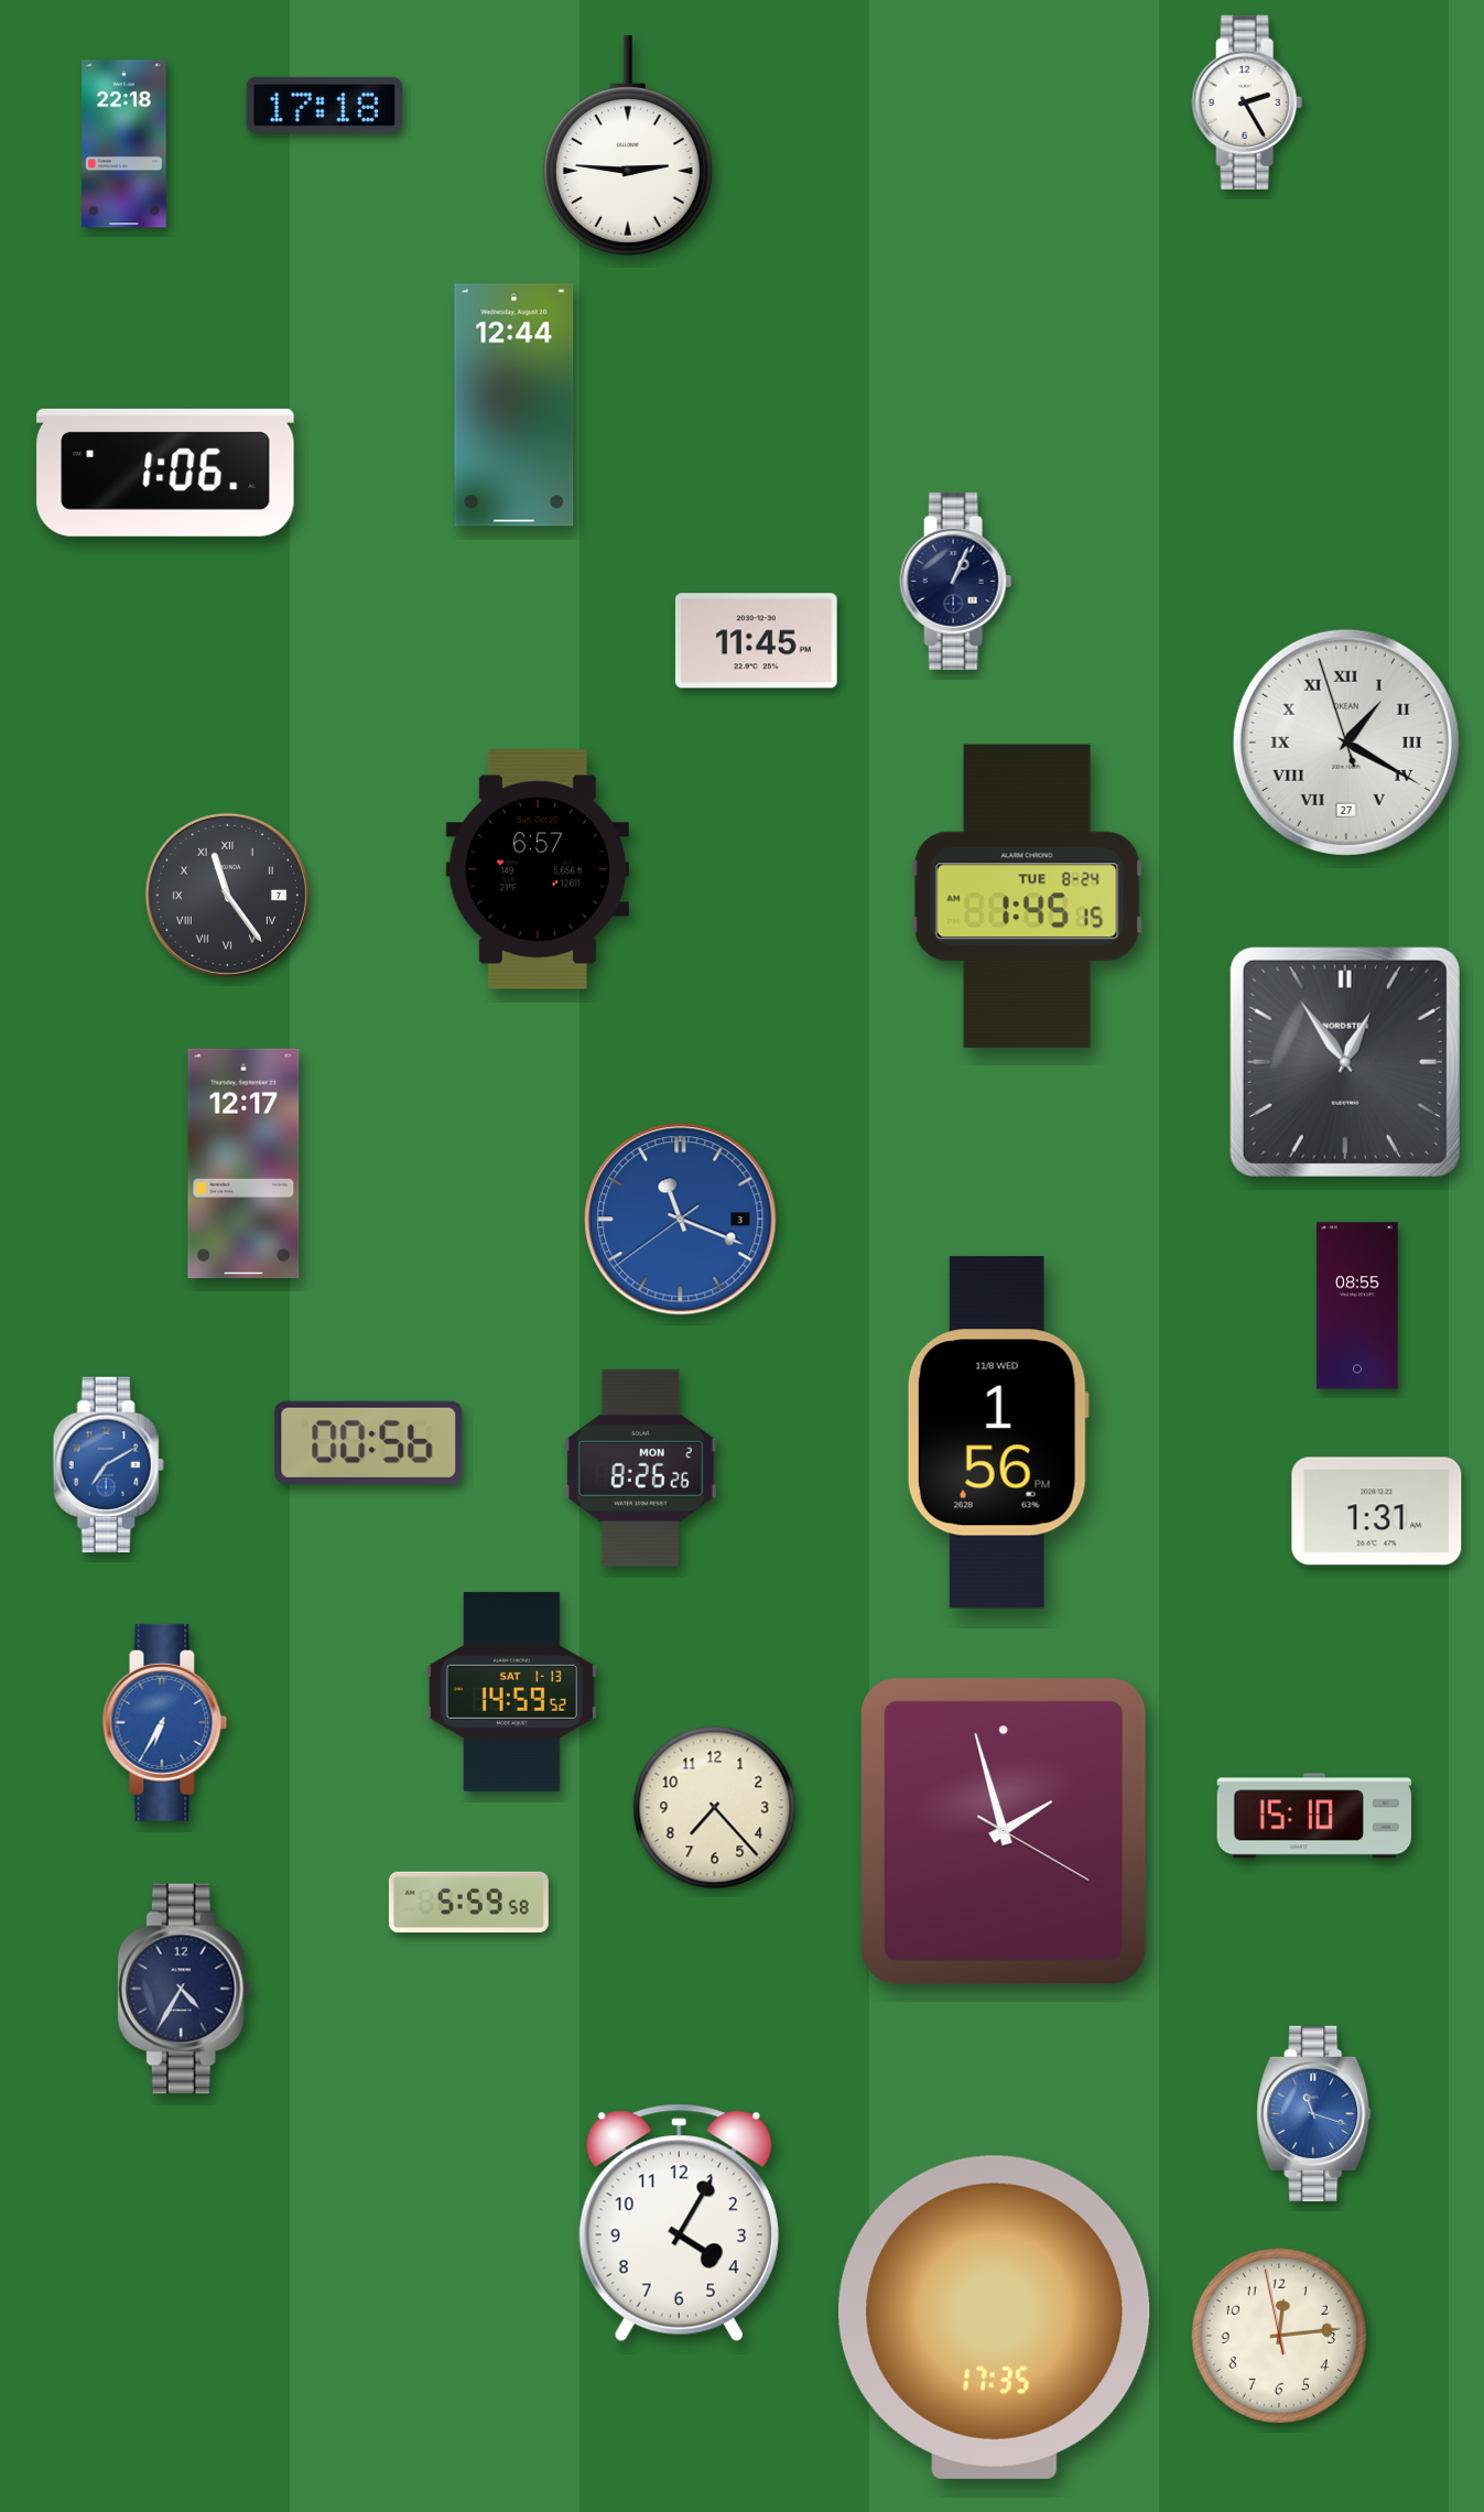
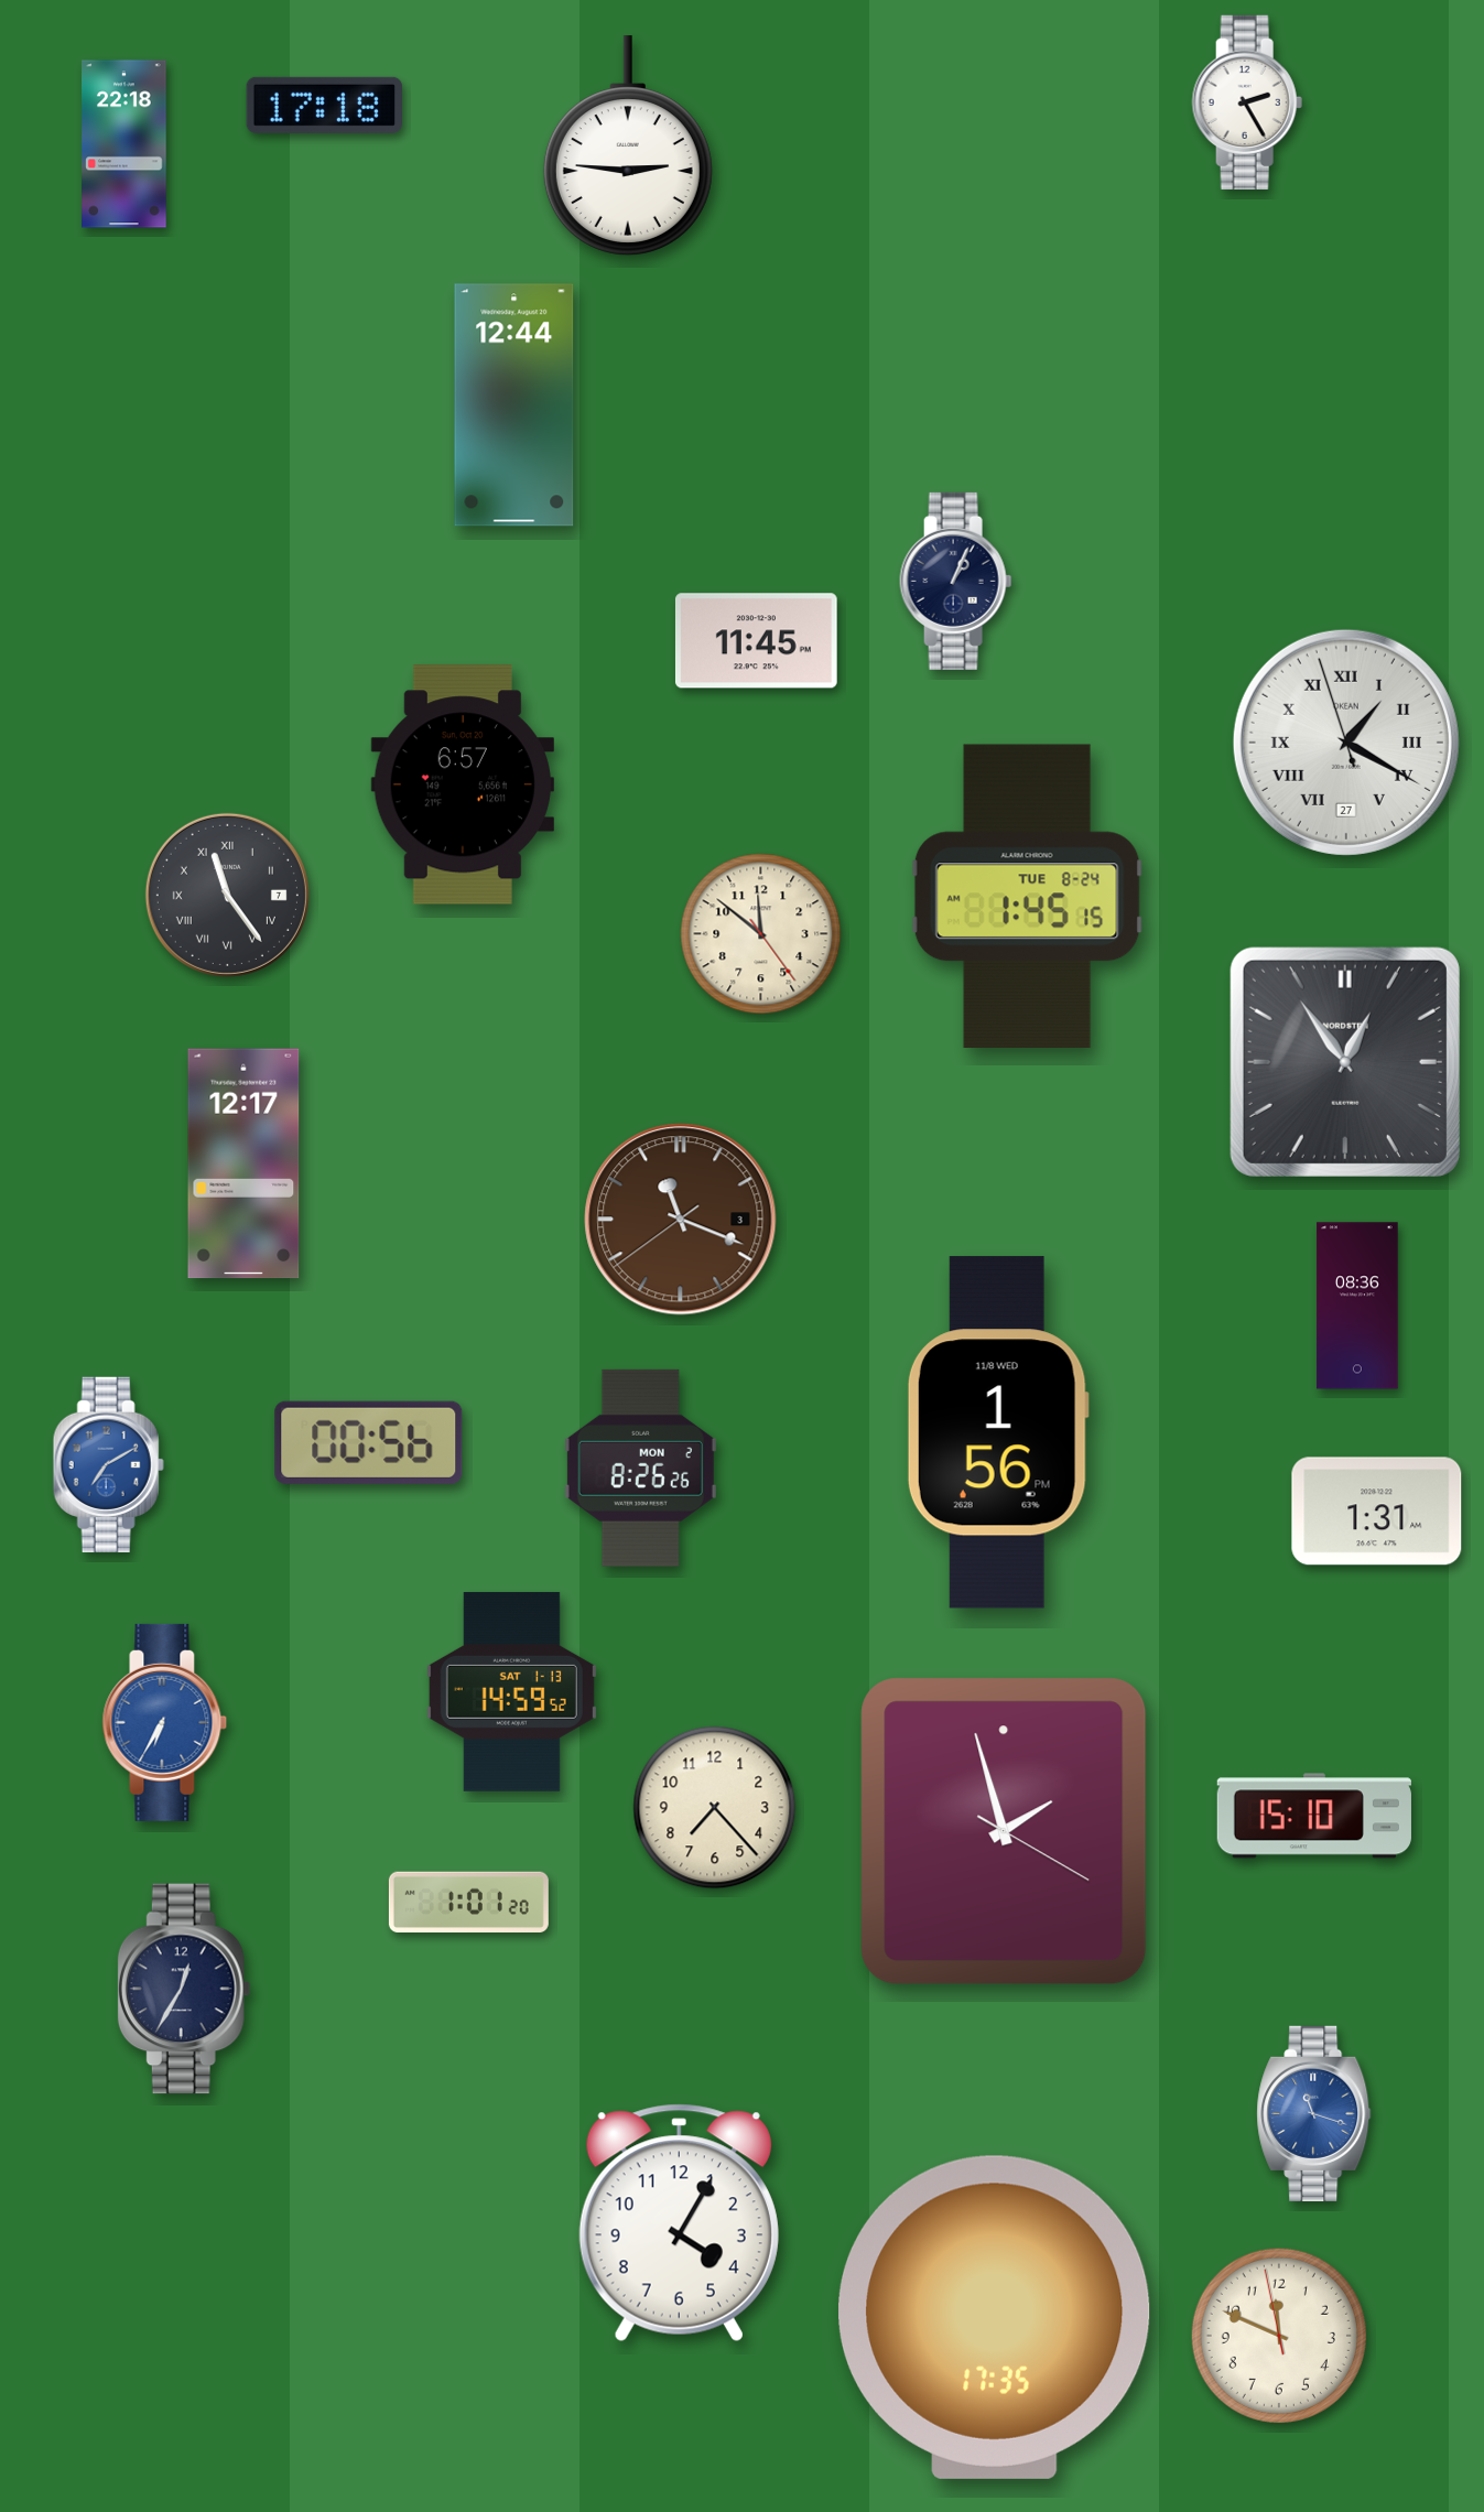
clock at (165, 473): 1:06 -> none
clock at (538, 869) position: (538, 869) -> (463, 784)
clock at (761, 934): none -> 11:51
clock at (681, 1220) dial: blue -> brown
clock at (1357, 1306): 08:55 -> 08:36
clock at (468, 1902): 5:59 -> 1:01
clock at (184, 1989): 4:35 -> 12:35
clock at (1279, 2336): 12:13 -> 11:48
